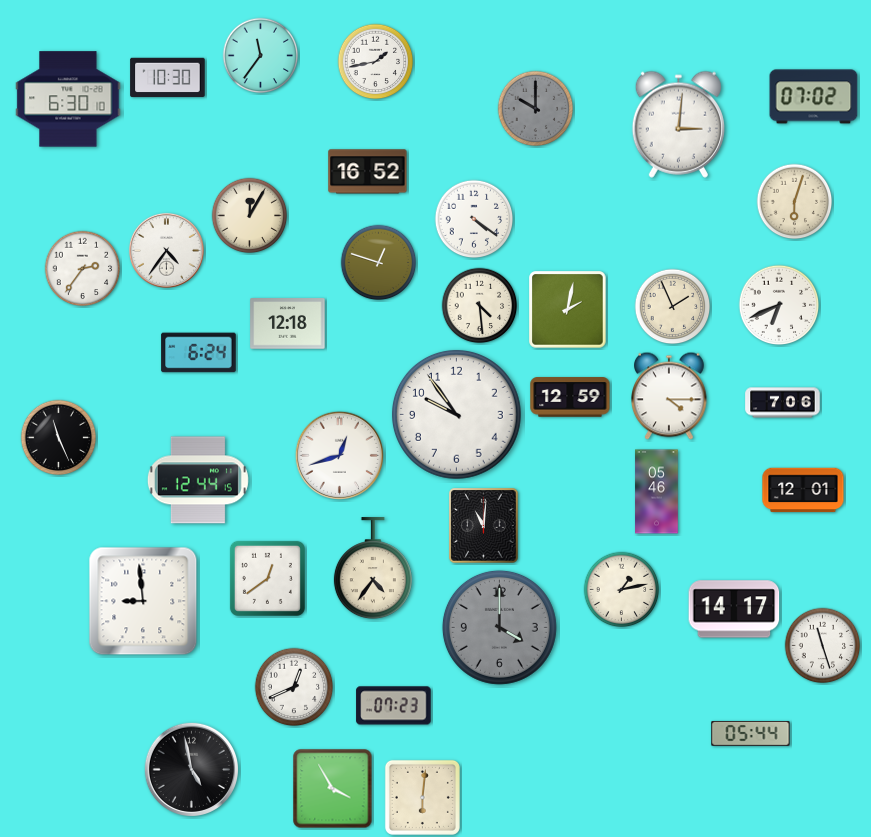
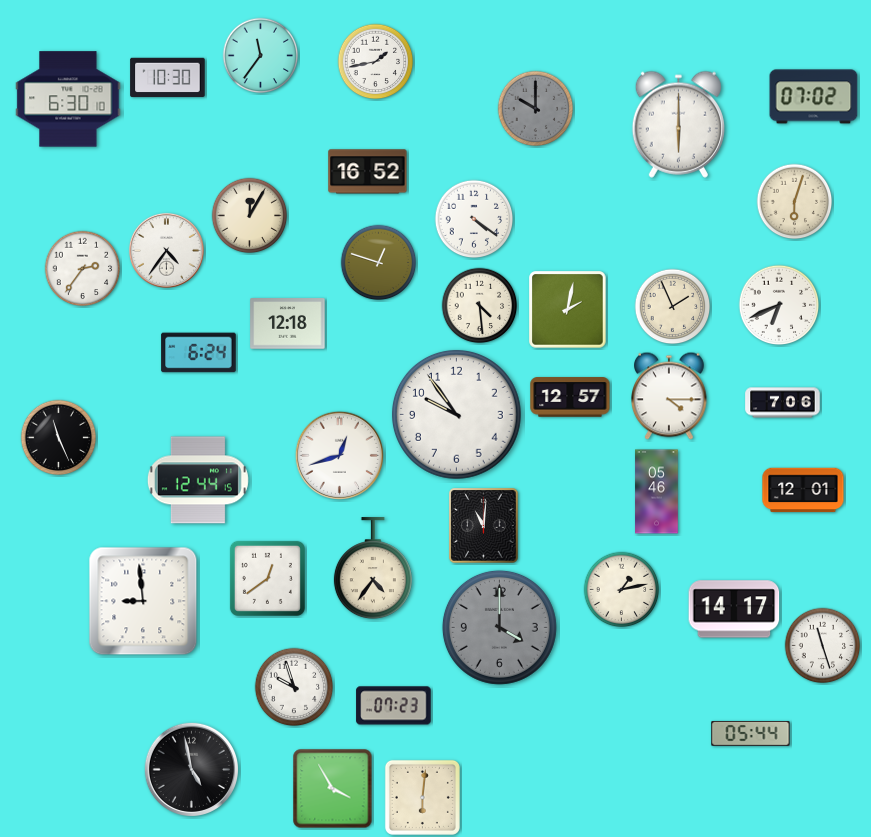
clock at (678, 124): 3:01 -> 6:00
clock at (570, 397): 12:59 -> 12:57
clock at (294, 687): 12:41 -> 9:57
